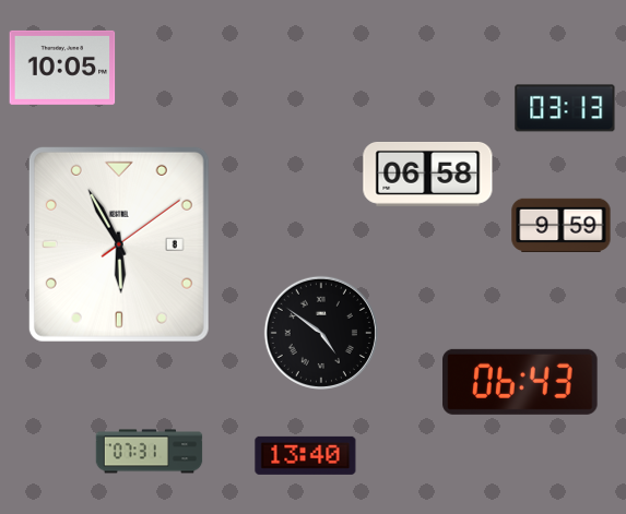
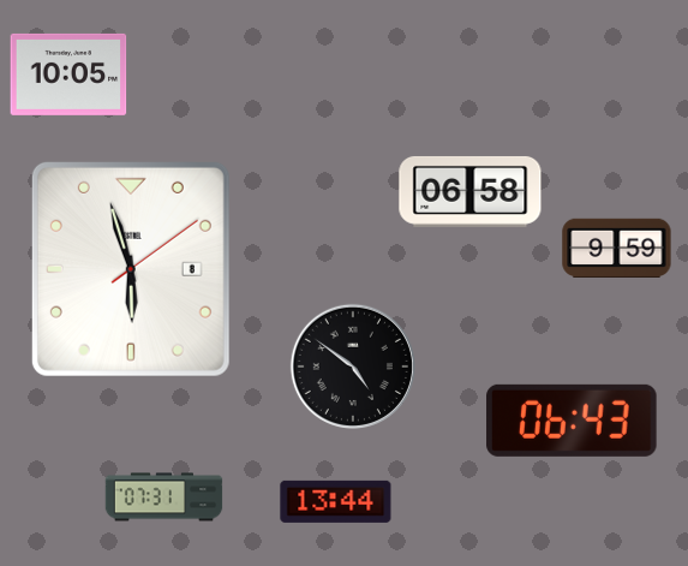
clock at (565, 108): 03:13 -> none
clock at (119, 244): 5:55 -> 5:57
clock at (306, 455): 13:40 -> 13:44
